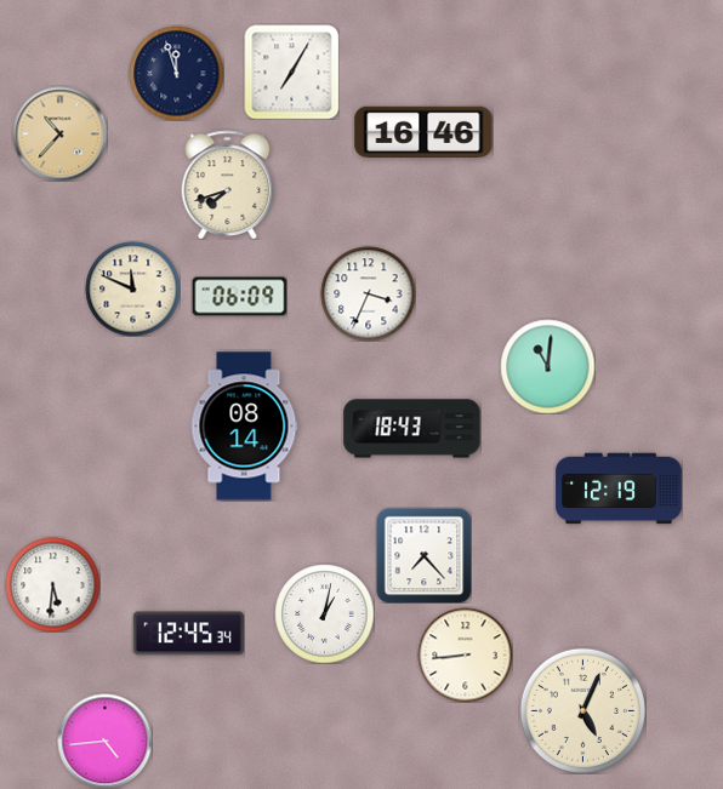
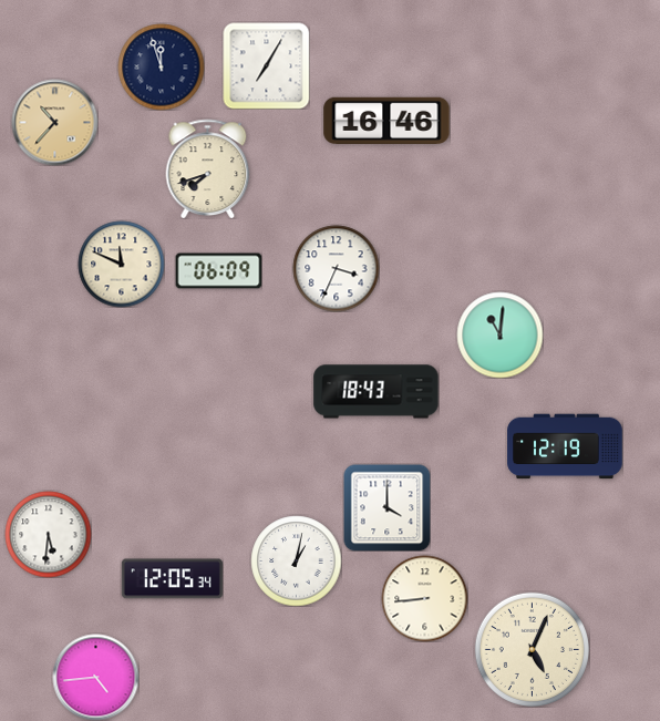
clock at (245, 427): 08:14 -> none
clock at (423, 555): 7:23 -> 4:00
clock at (188, 634): 12:45 -> 12:05
